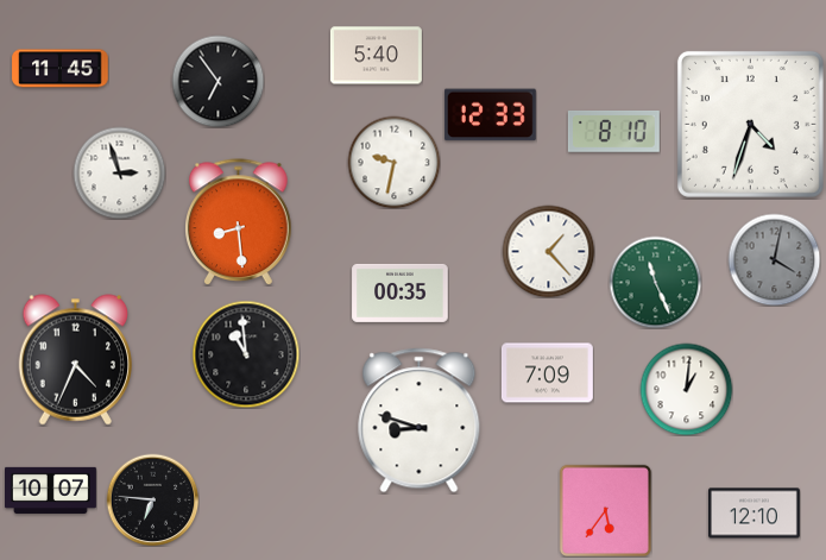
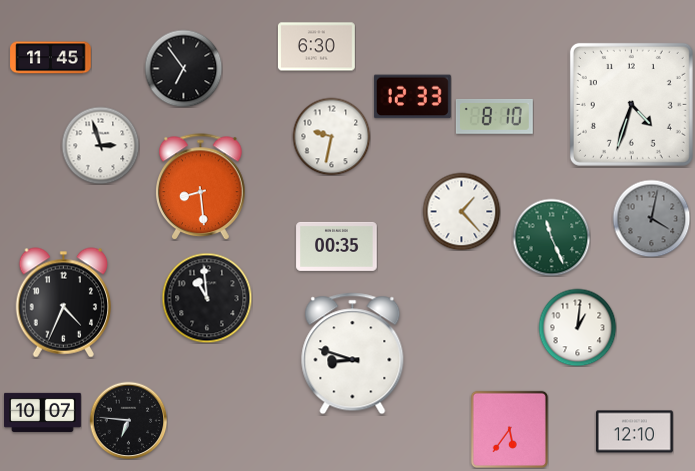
clock at (376, 56): 5:40 -> 6:30
clock at (613, 131) position: (613, 131) -> (494, 116)
clock at (547, 373): 7:09 -> none
